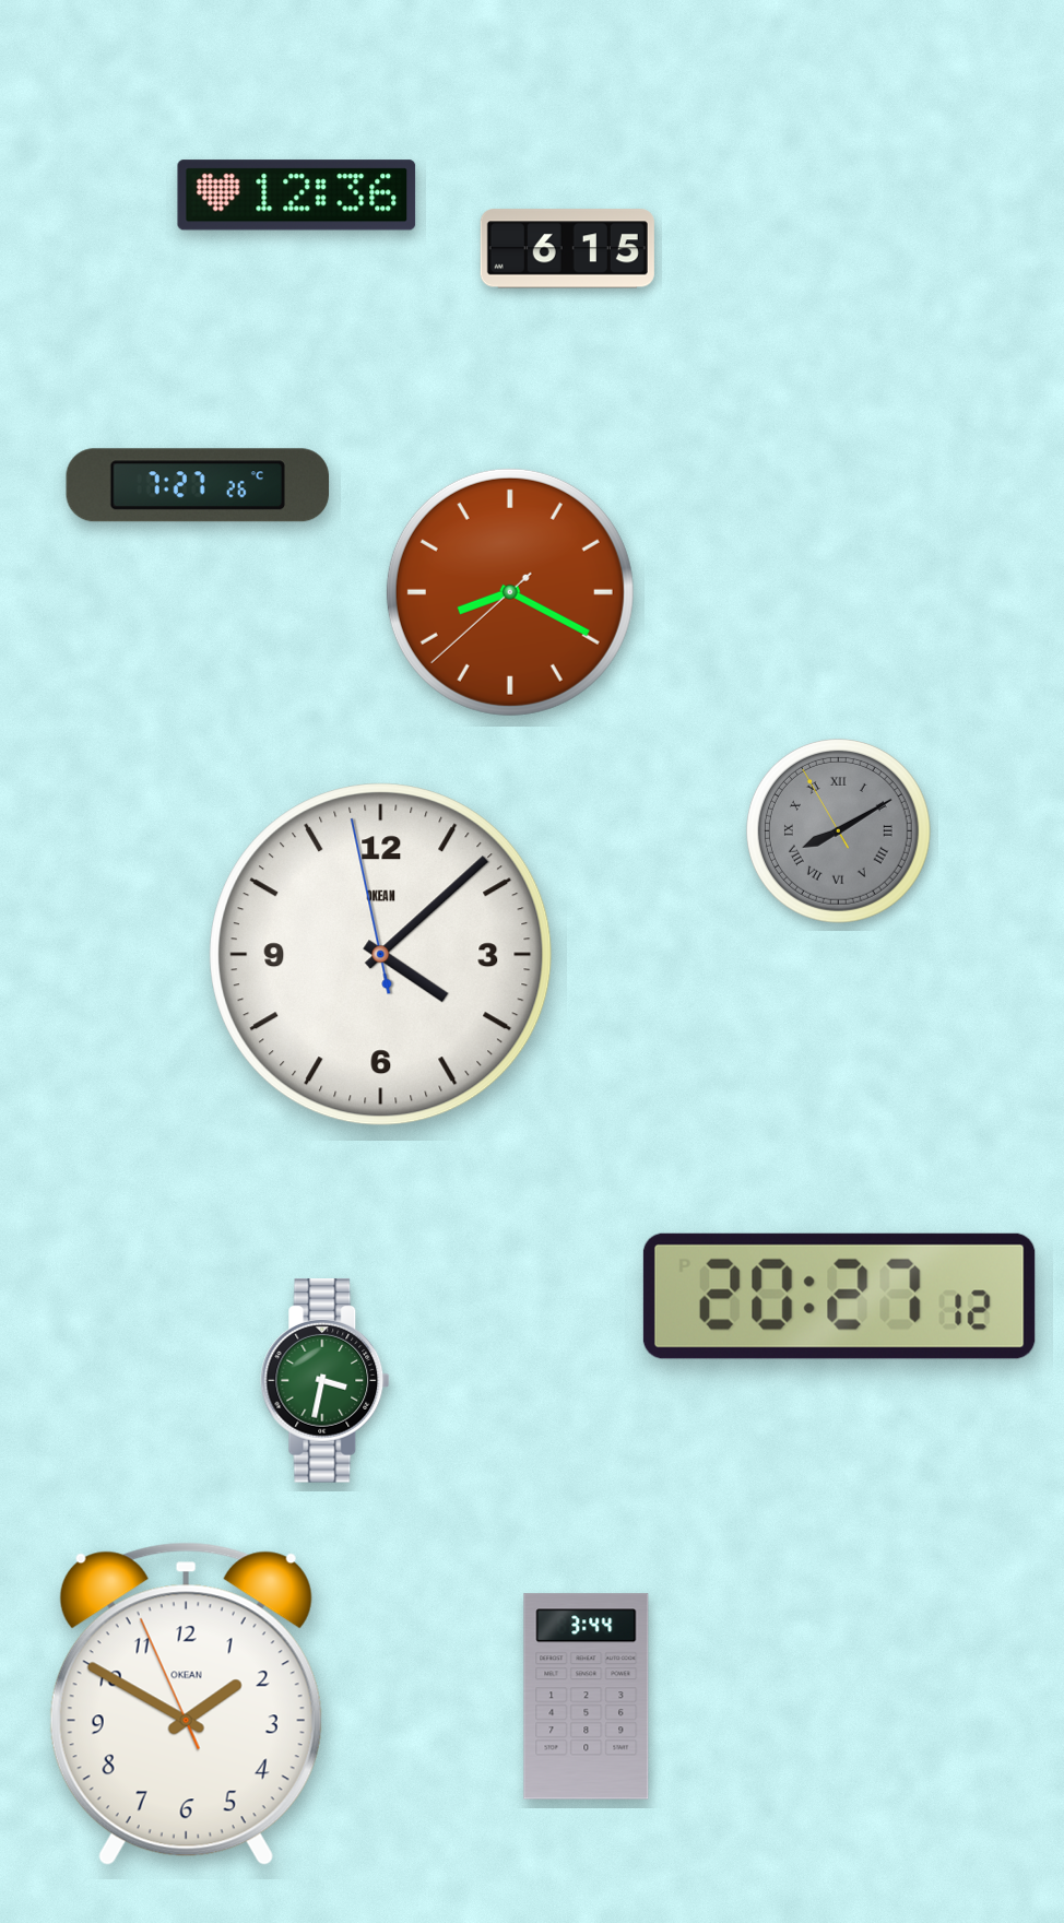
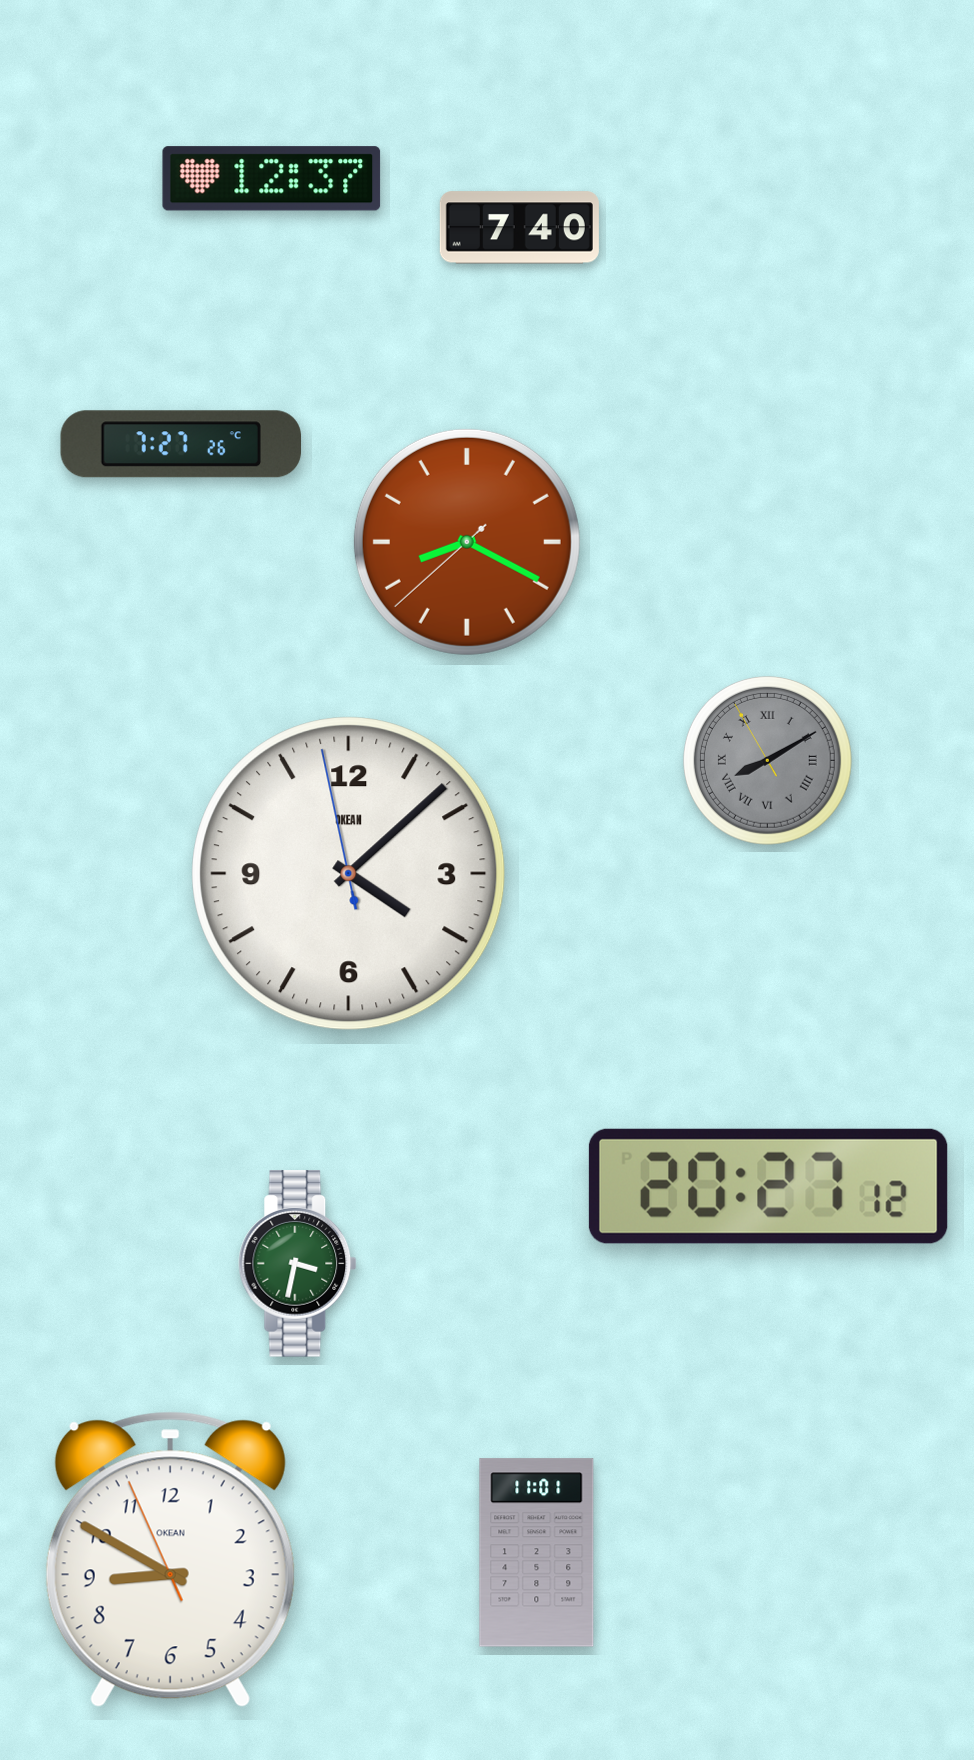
clock at (297, 196): 12:36 -> 12:37
clock at (567, 249): 6:15 -> 7:40
clock at (587, 1697): 3:44 -> 11:01
clock at (186, 1704): 1:49 -> 8:49
